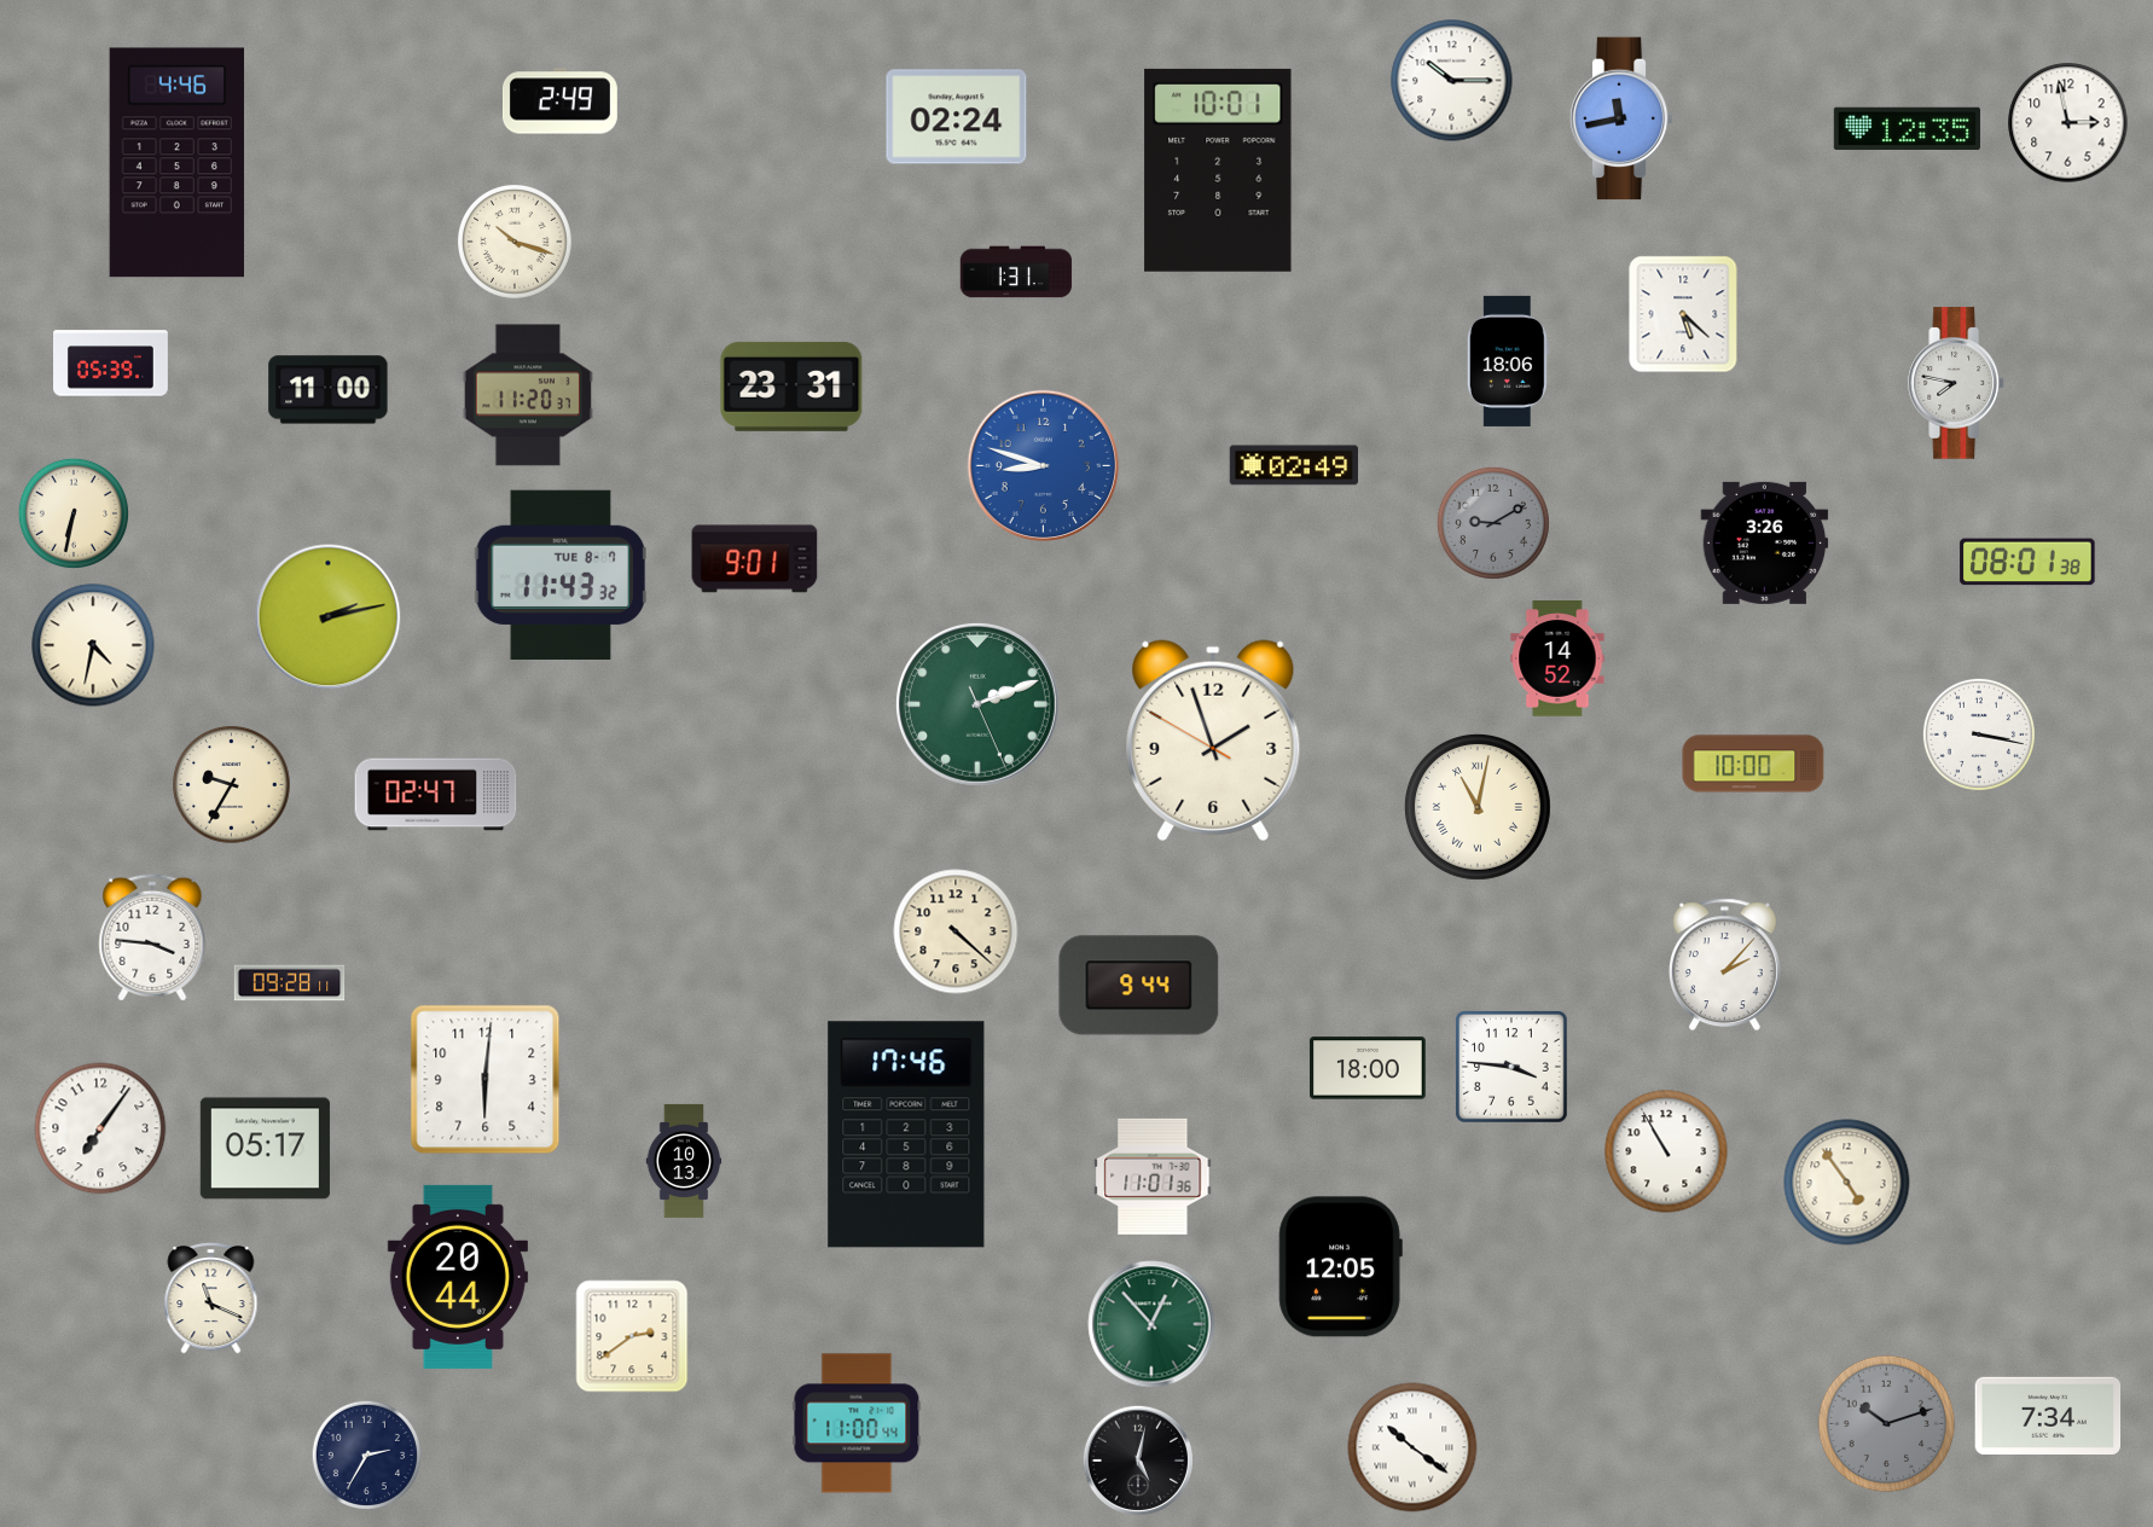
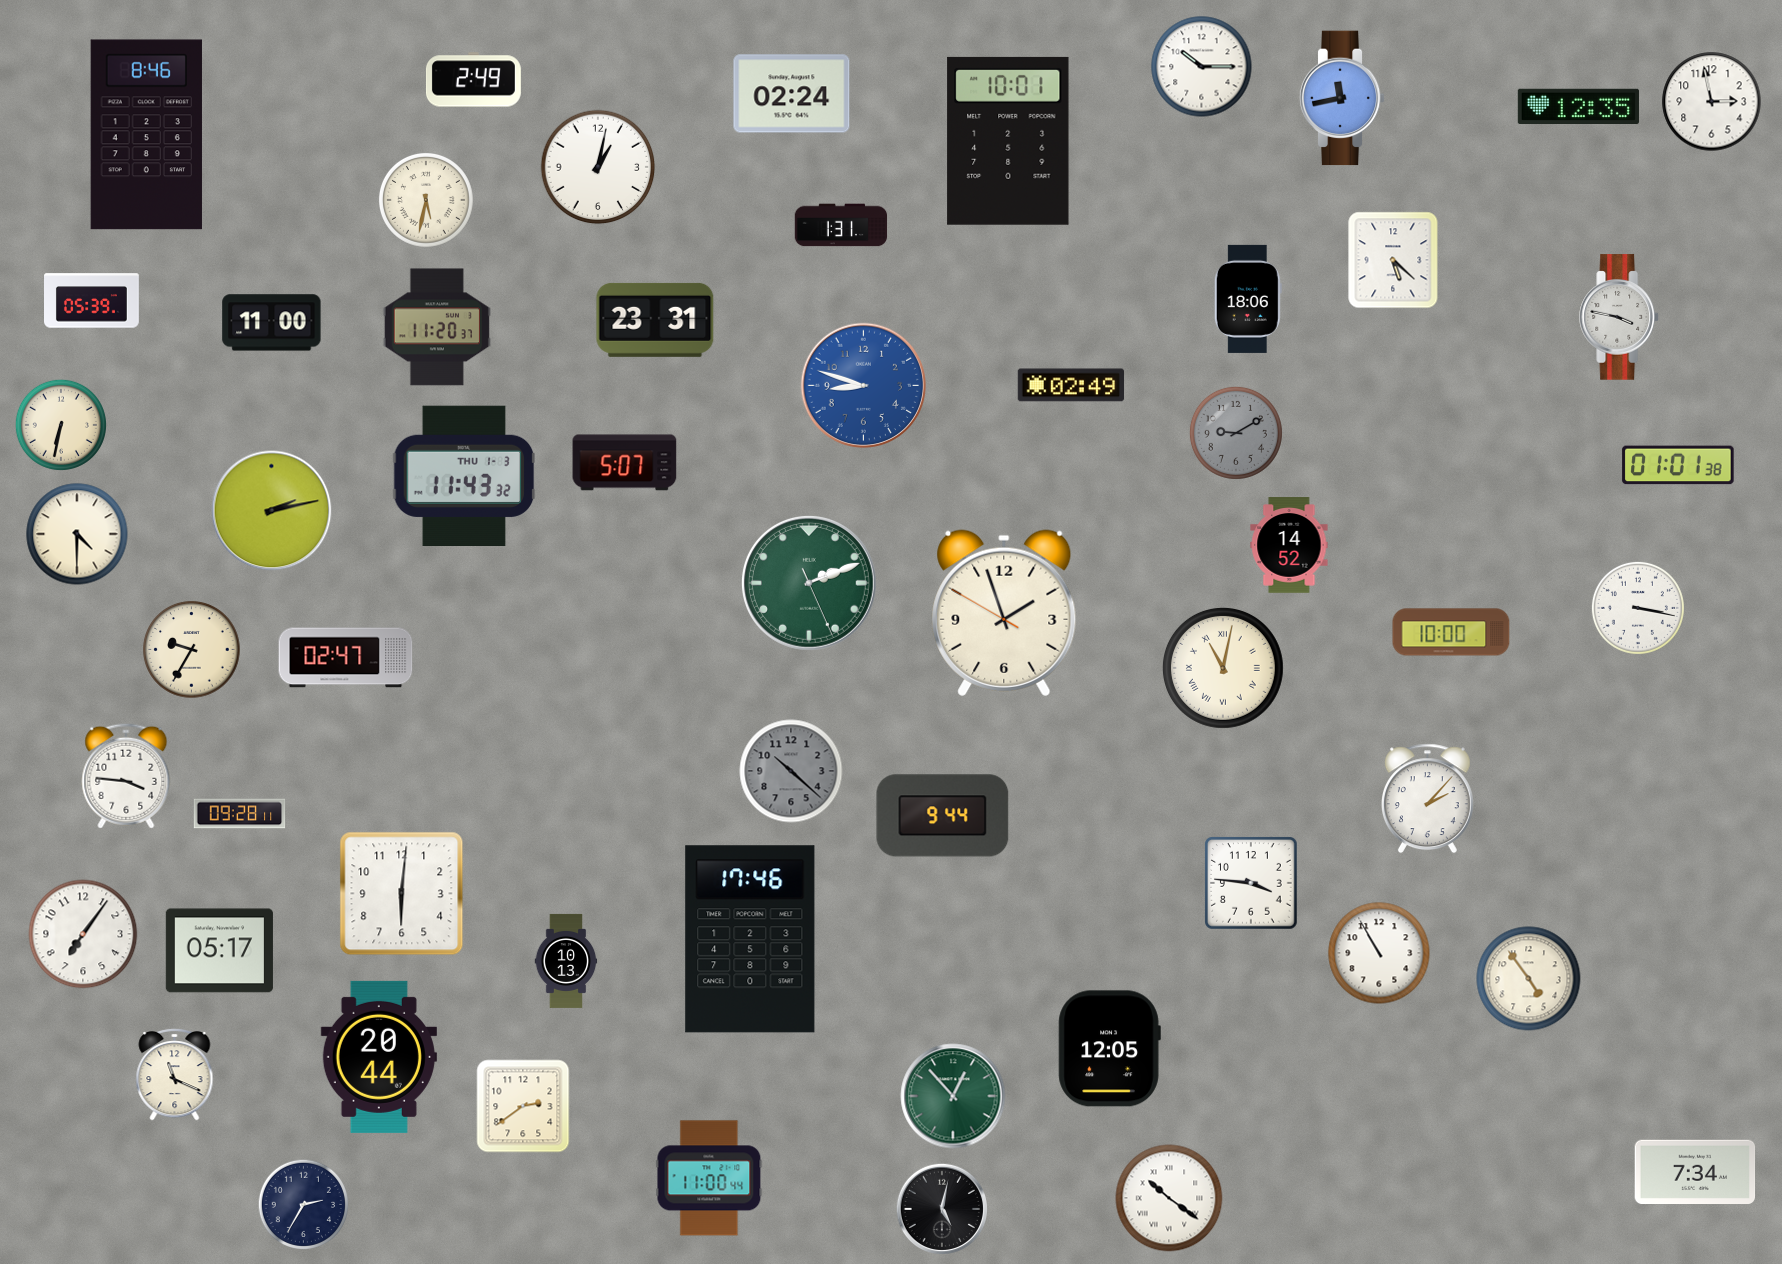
clock at (559, 101) position: (559, 101) -> (473, 80)
clock at (957, 117) position: (957, 117) -> (792, 94)
clock at (176, 163): 4:46 -> 8:46
clock at (598, 167): none -> 1:02
clock at (515, 242): 10:18 -> 5:32
clock at (1957, 383): 7:47 -> 3:47
clock at (1765, 542): 3:26 -> none
clock at (755, 559): 9:01 -> 5:07
clock at (2027, 562): 08:01 -> 01:01
clock at (561, 574) date: TUE 8-7 -> THU 1-3
clock at (93, 645): 4:32 -> 4:30
clock at (436, 795) position: (436, 795) -> (346, 658)
clock at (956, 931): 4:22 -> 10:22
clock at (956, 931) dial: cream -> grey
clock at (1368, 1068): 18:00 -> none
clock at (1153, 1177): 11:01 -> none
clock at (1887, 1424): 10:12 -> none
